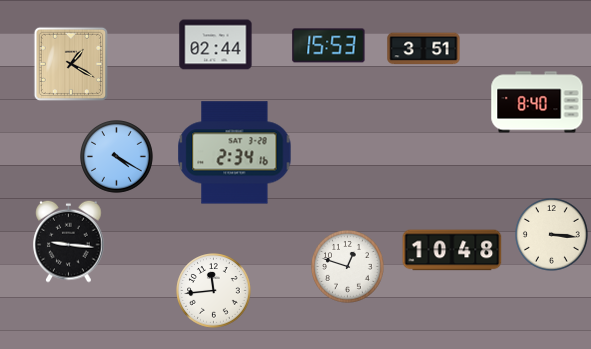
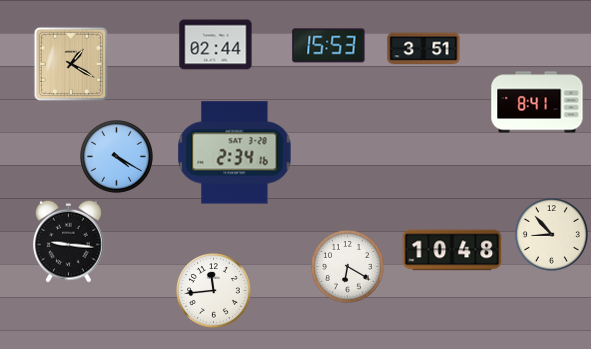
clock at (537, 102): 8:40 -> 8:41
clock at (552, 235): 3:16 -> 8:53
clock at (348, 267): 12:48 -> 6:20
